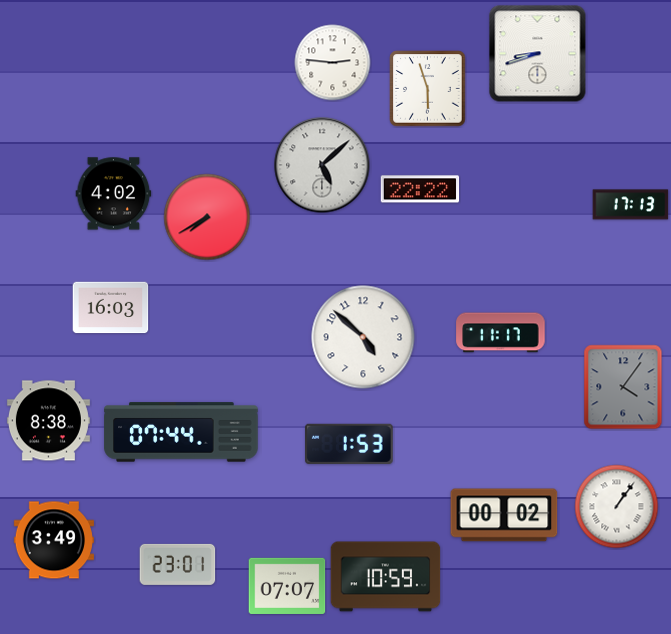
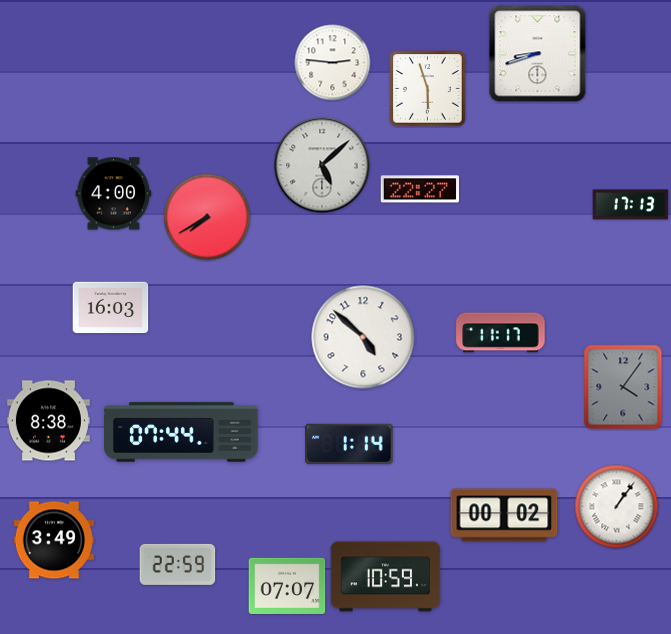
clock at (420, 189): 22:22 -> 22:27
clock at (114, 194): 4:02 -> 4:00
clock at (349, 444): 1:53 -> 1:14
clock at (178, 564): 23:01 -> 22:59
